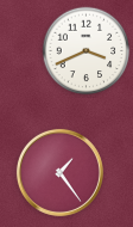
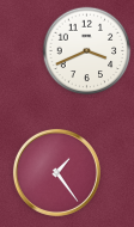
clock at (59, 172) position: (59, 172) -> (56, 172)
